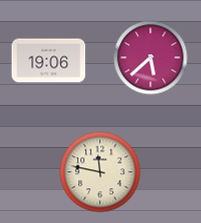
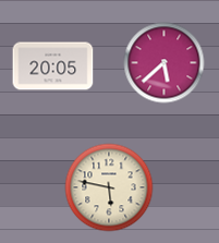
clock at (49, 61): 19:06 -> 20:05
clock at (100, 172): 11:47 -> 5:47
